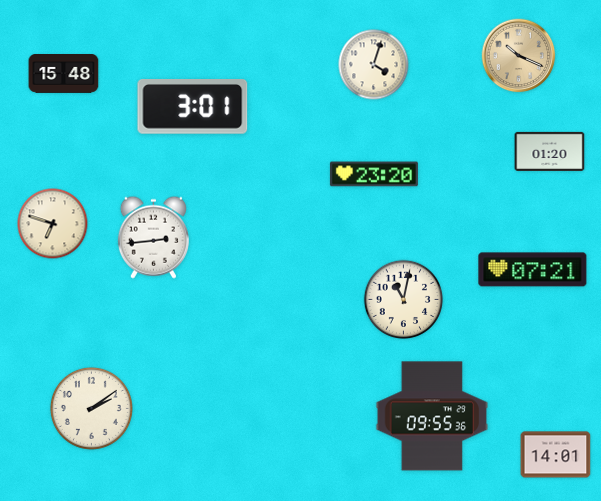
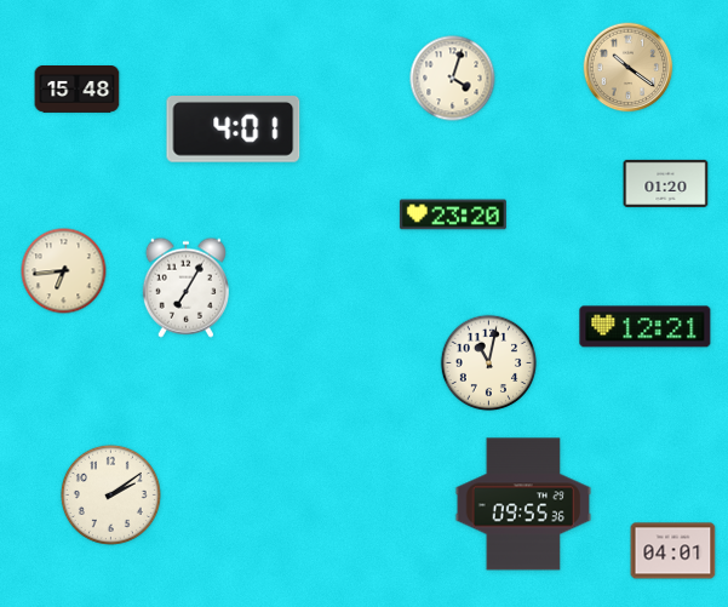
clock at (519, 56): 10:19 -> 10:21
clock at (193, 107): 3:01 -> 4:01
clock at (374, 174) position: (374, 174) -> (453, 214)
clock at (53, 224): 6:48 -> 6:44
clock at (153, 237): 2:44 -> 7:05
clock at (533, 270): 07:21 -> 12:21
clock at (556, 455): 14:01 -> 04:01
